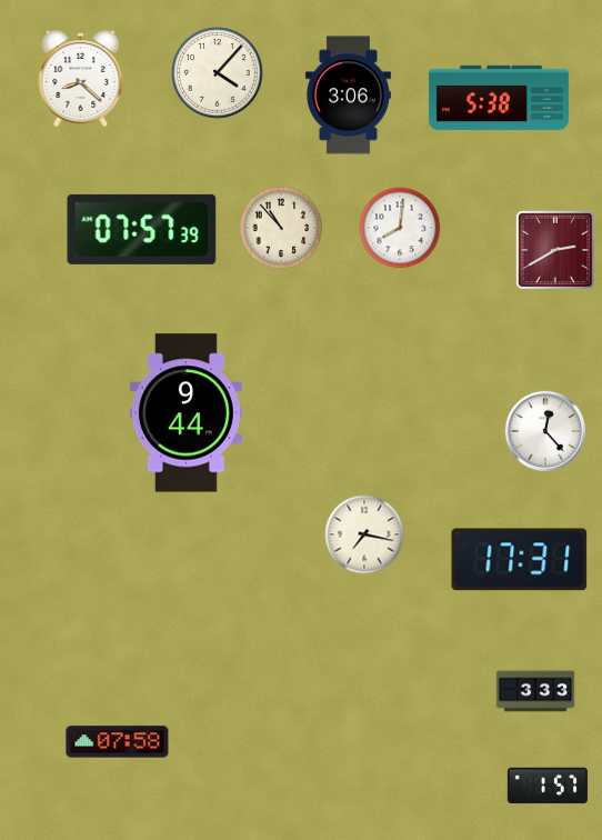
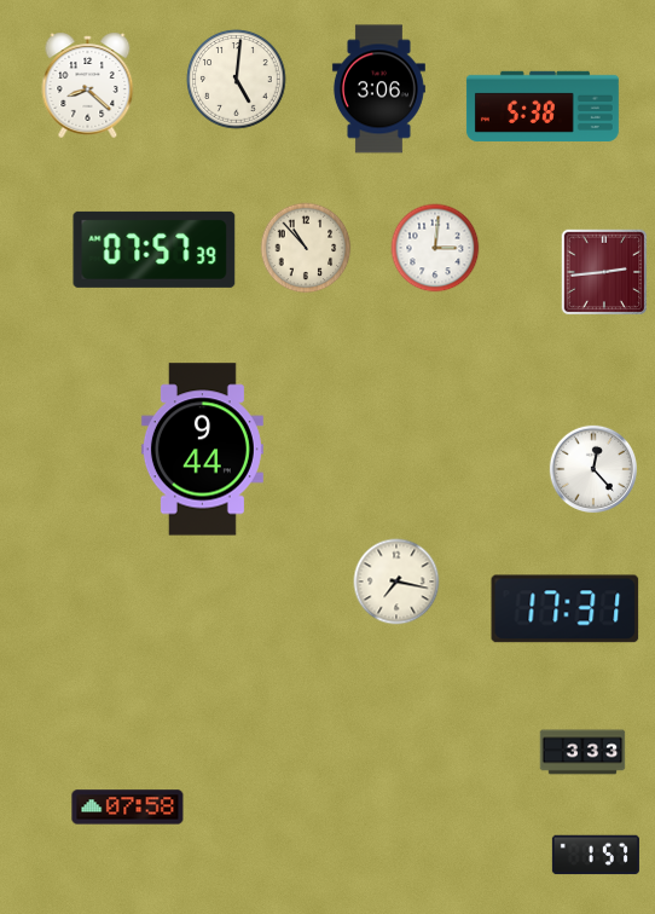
clock at (218, 73): 4:07 -> 5:01
clock at (348, 96) position: (348, 96) -> (378, 89)
clock at (400, 228): 8:01 -> 3:01
clock at (555, 250): 2:40 -> 2:44
